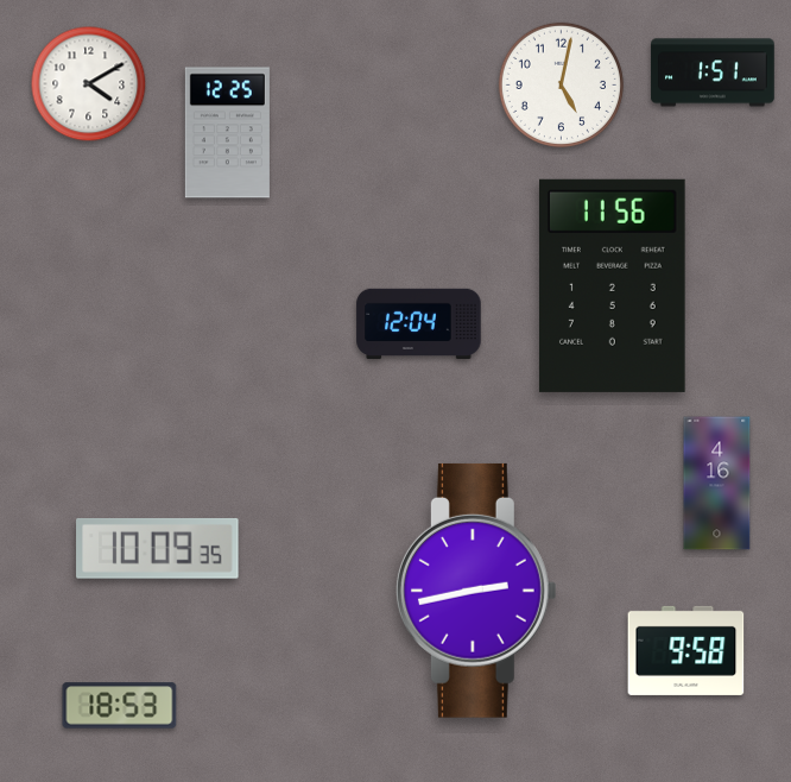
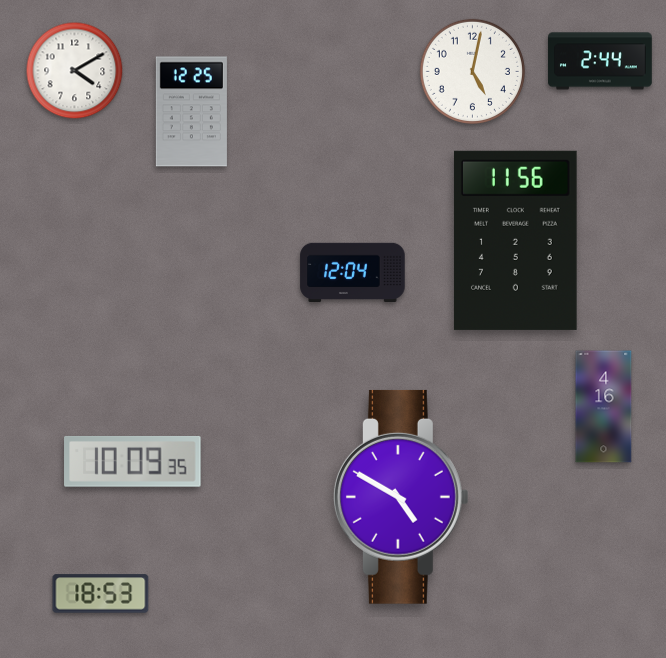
clock at (713, 72): 1:51 -> 2:44
clock at (476, 591): 2:43 -> 4:50
clock at (686, 650): 9:58 -> none
